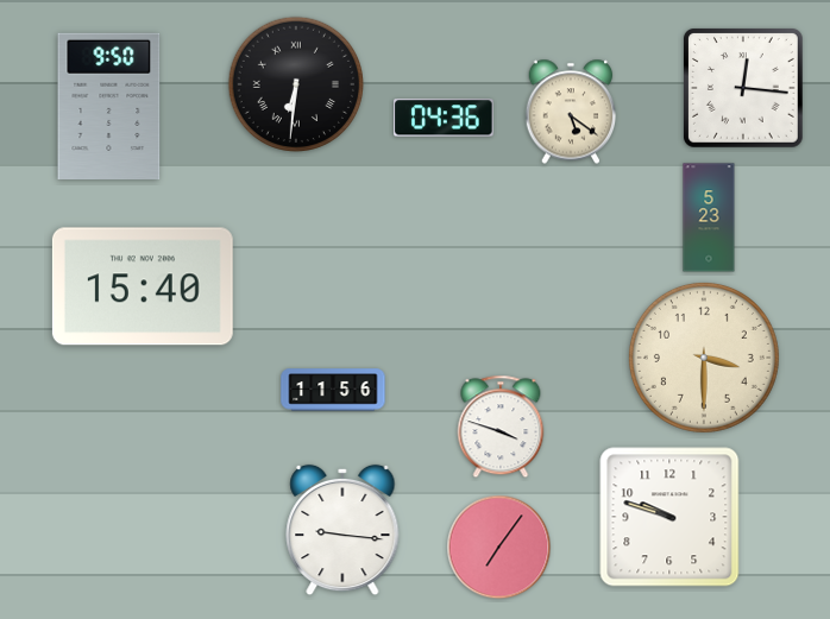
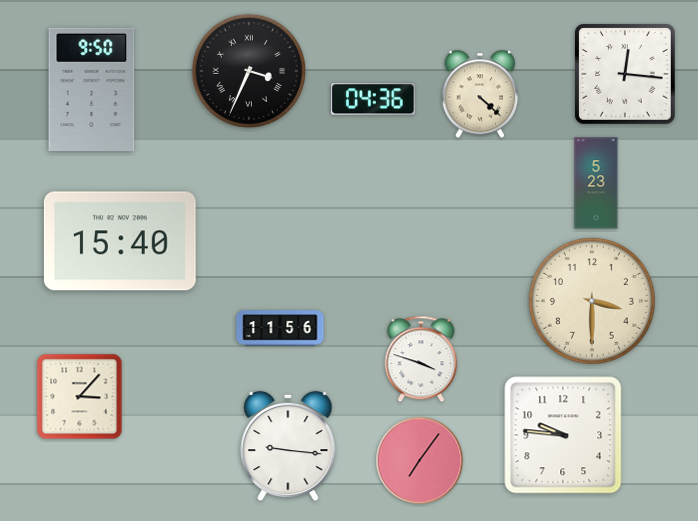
clock at (296, 84): 6:31 -> 3:34
clock at (571, 112): 5:21 -> 4:22
clock at (80, 397): none -> 3:07
clock at (669, 517): 9:48 -> 9:46
